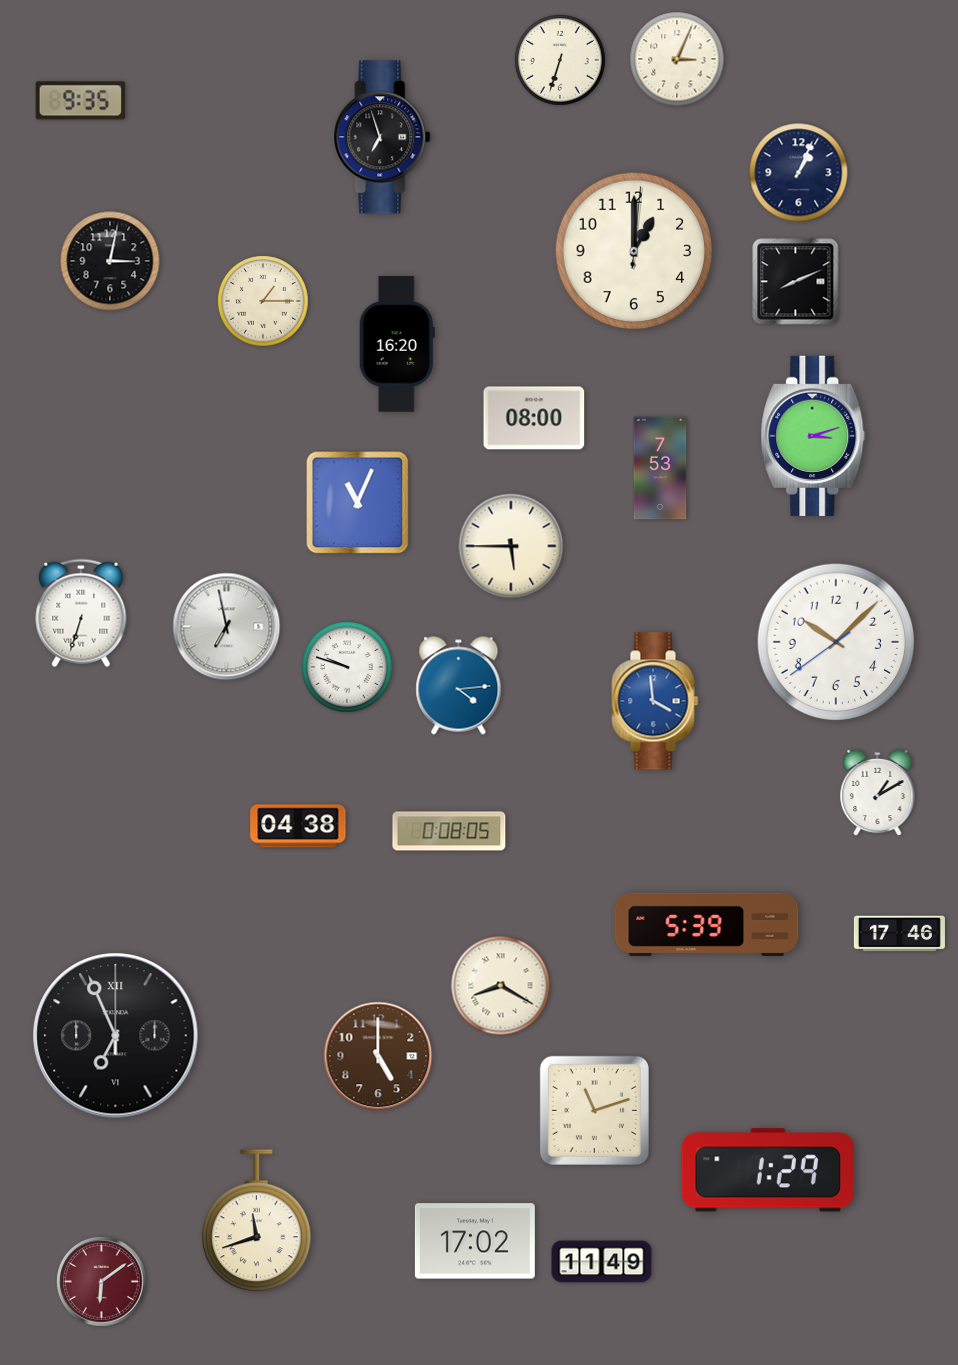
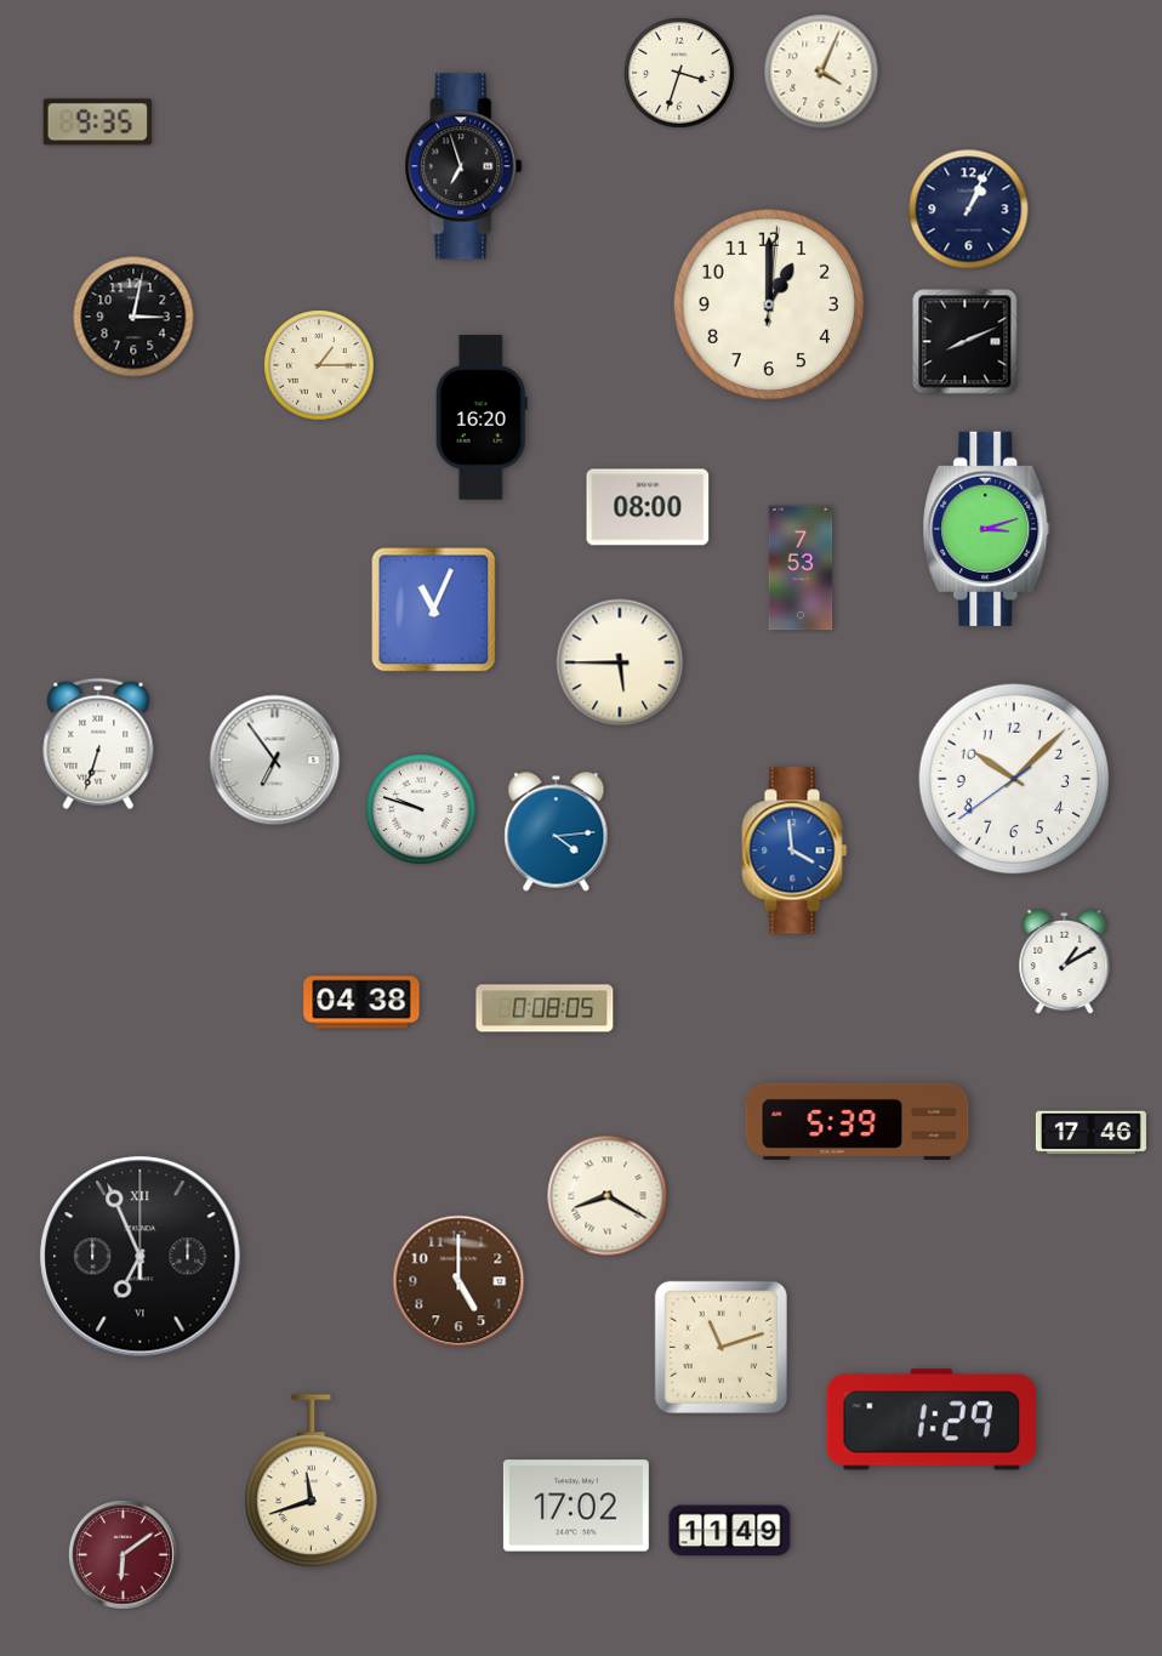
clock at (677, 59): 3:04 -> 4:04
clock at (560, 60): 6:33 -> 3:33
clock at (227, 627): 6:58 -> 6:54
